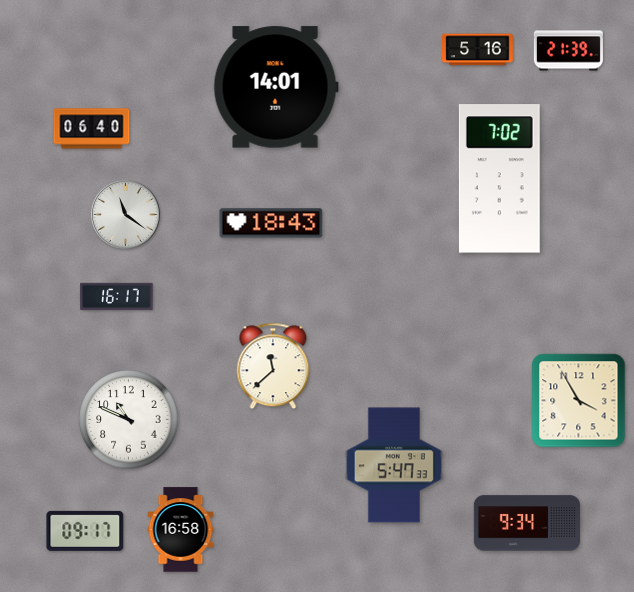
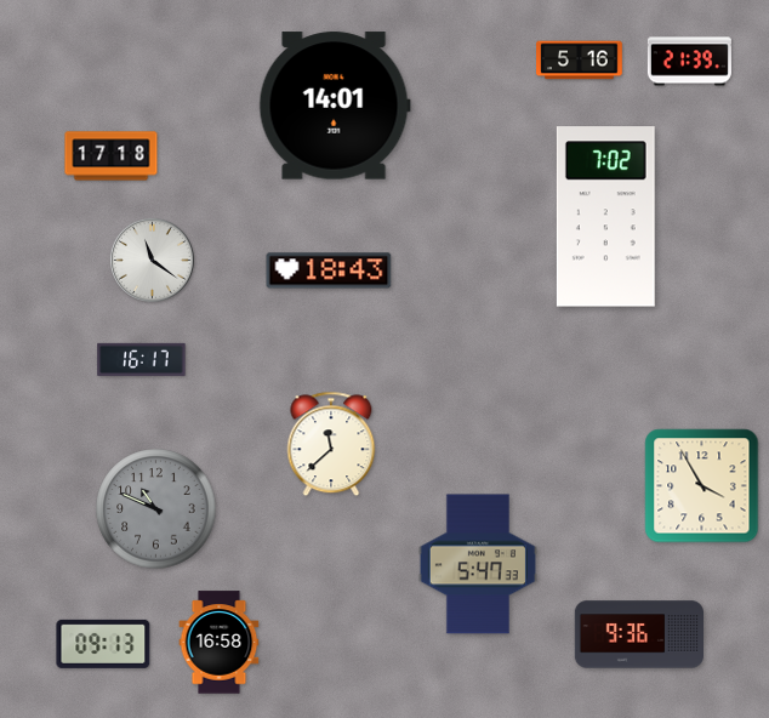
clock at (92, 129): 06:40 -> 17:18
clock at (129, 420) dial: white -> grey
clock at (527, 523): 9:34 -> 9:36
clock at (85, 531): 09:17 -> 09:13
